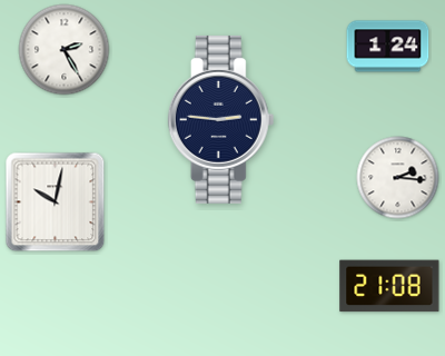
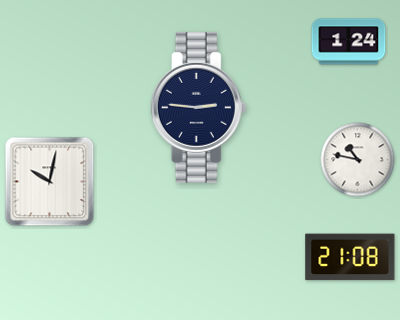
clock at (65, 50): 2:25 -> none
clock at (398, 178): 2:16 -> 10:47
